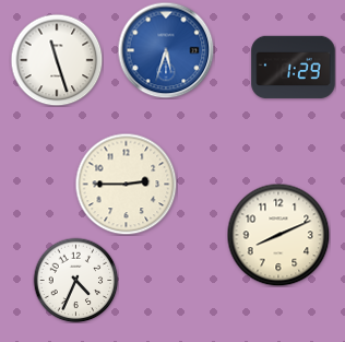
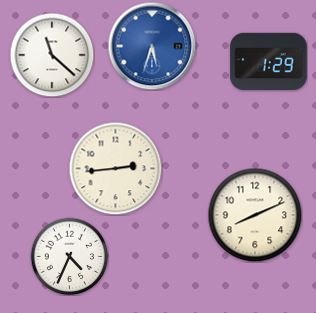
clock at (57, 60): 11:27 -> 11:22
clock at (126, 184): 2:45 -> 2:44
